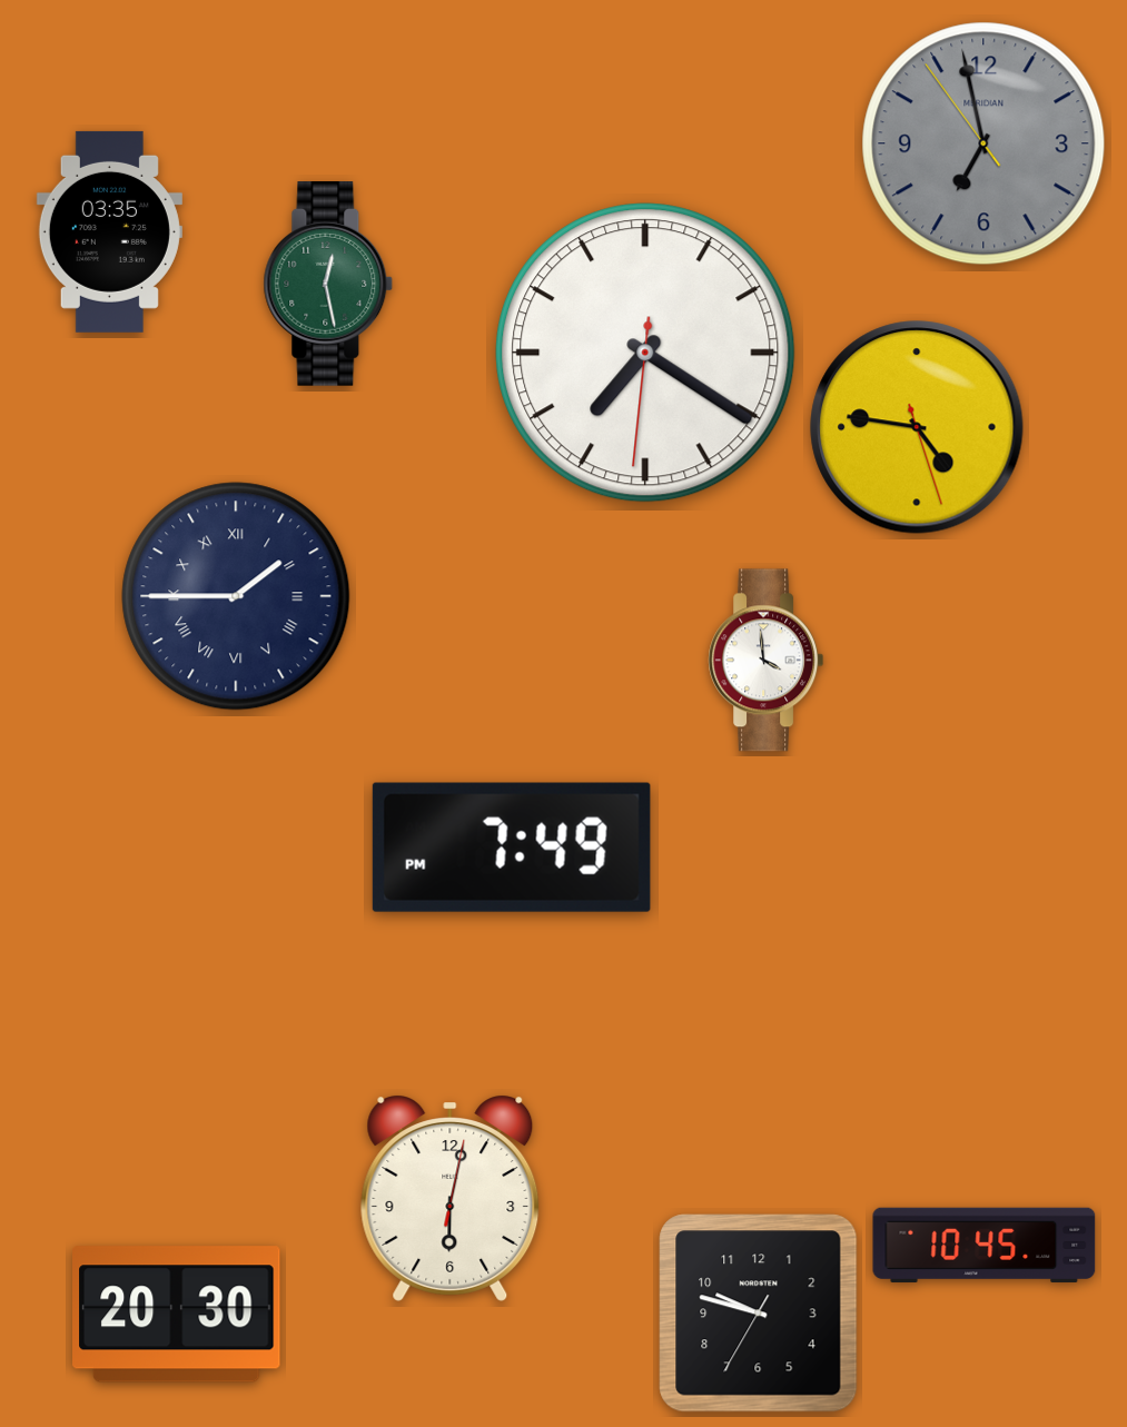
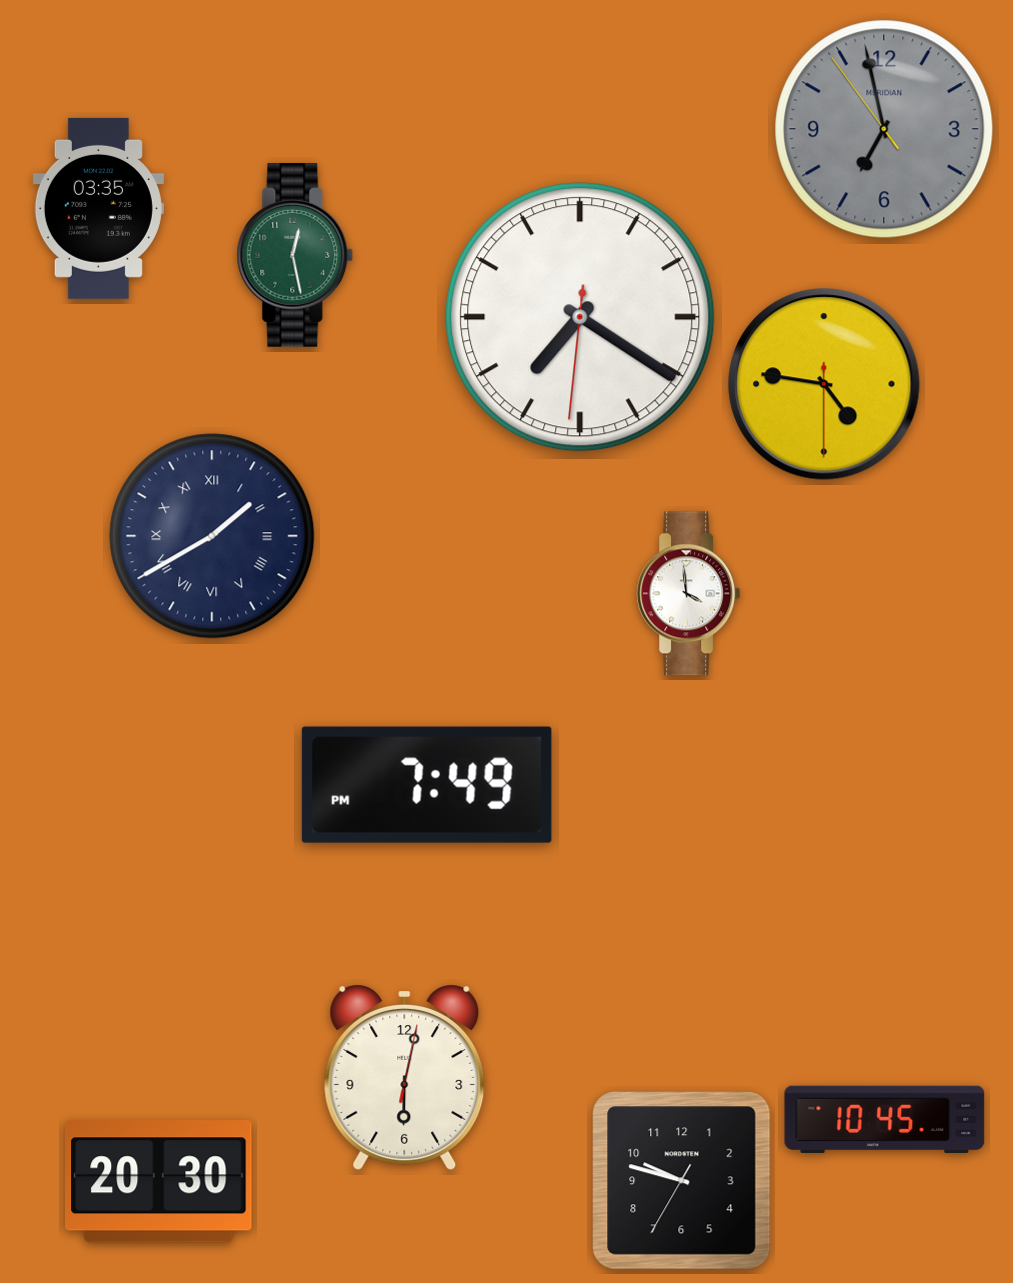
clock at (917, 427): 4:46:27 -> 4:46:30
clock at (236, 596): 1:45 -> 1:40
clock at (512, 848) position: (512, 848) -> (427, 785)
